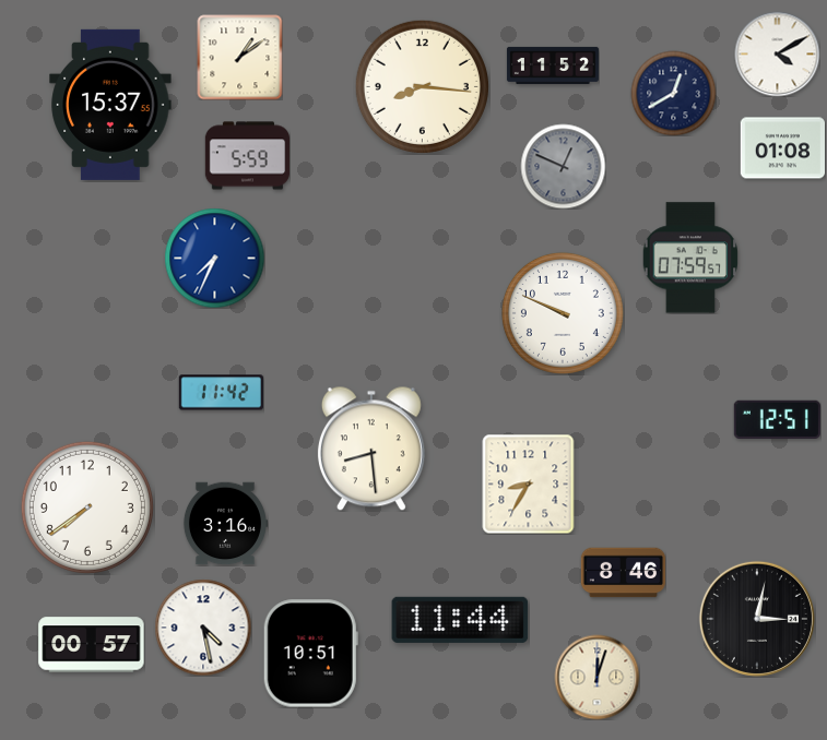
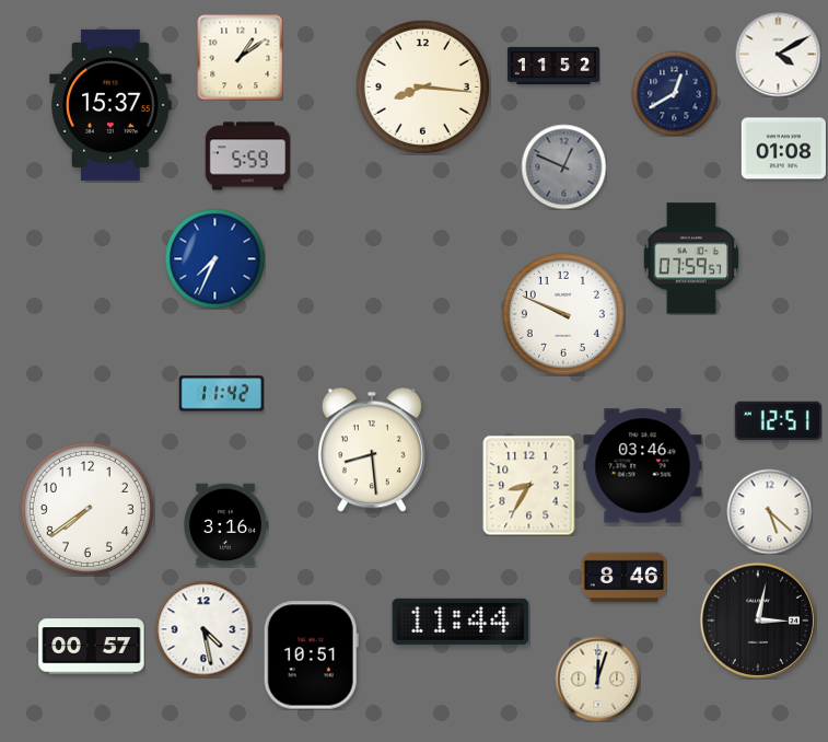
clock at (643, 466): none -> 03:46
clock at (769, 511): none -> 5:22
clock at (623, 573) position: (623, 573) -> (623, 578)
